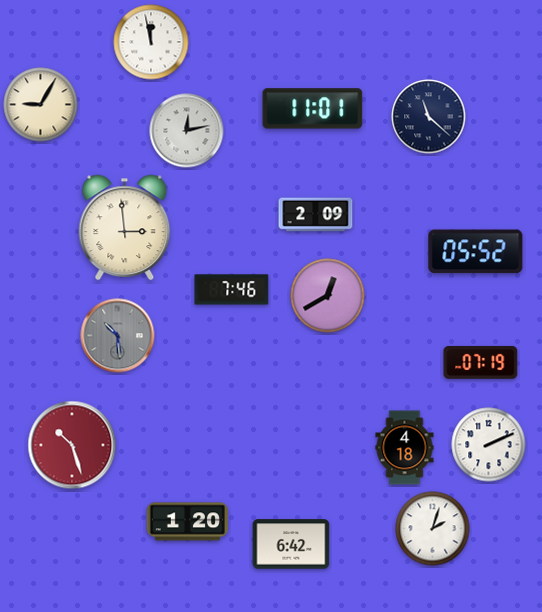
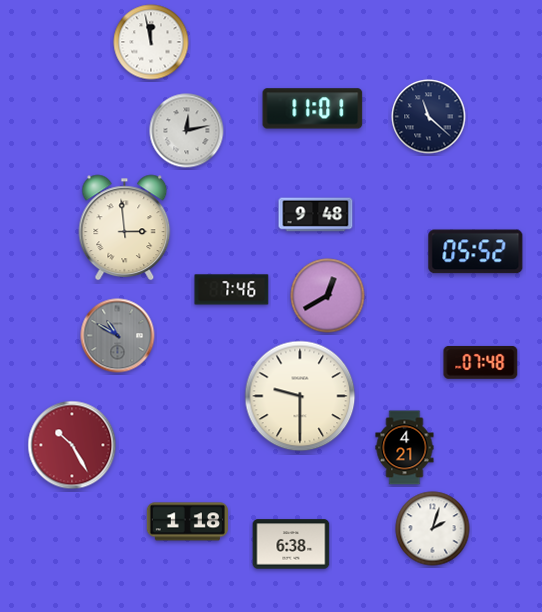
clock at (41, 105): 9:05 -> none
clock at (316, 215): 2:09 -> 9:48
clock at (118, 336): 10:29 -> 10:50
clock at (481, 363): 07:19 -> 07:48
clock at (300, 396): none -> 9:30
clock at (72, 445): 10:27 -> 10:25
clock at (489, 445): 2:11 -> none
clock at (405, 448): 4:18 -> 4:21
clock at (187, 522): 1:20 -> 1:18
clock at (291, 544): 6:42 -> 6:38
